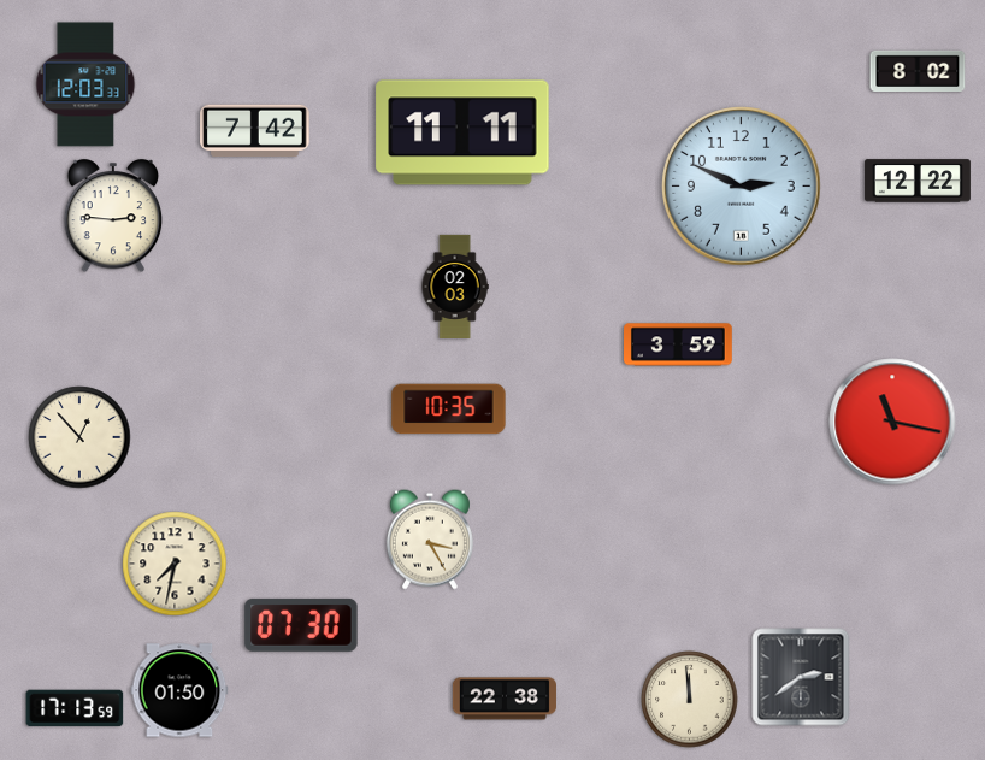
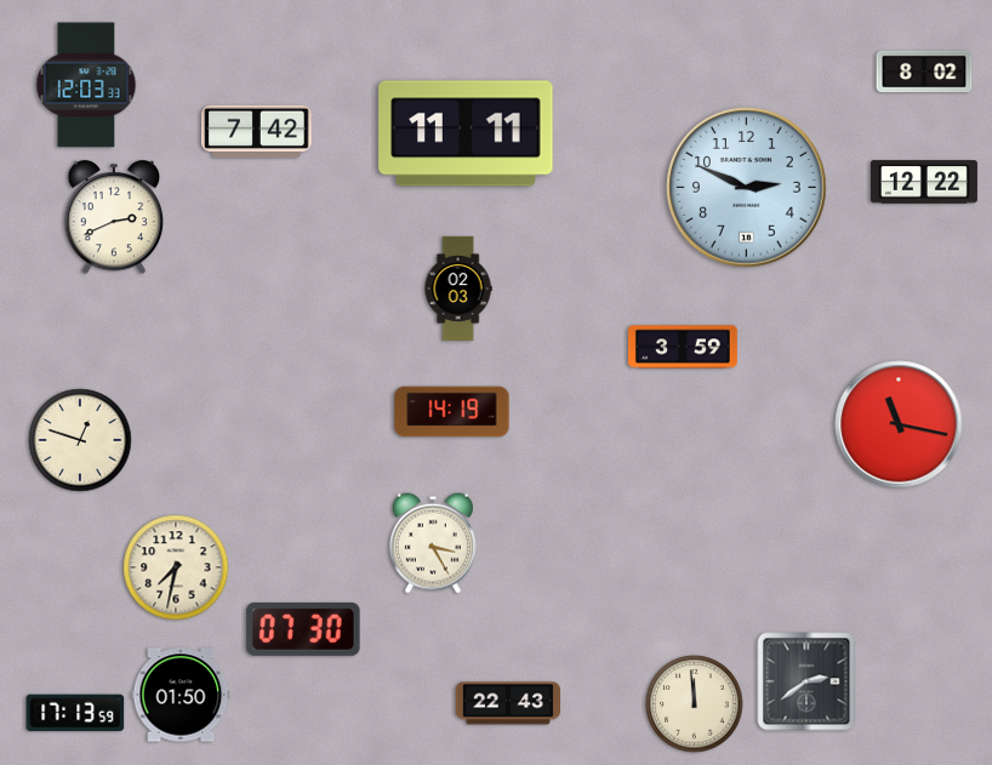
clock at (113, 217): 2:46 -> 2:41
clock at (449, 410): 10:35 -> 14:19
clock at (79, 437): 12:53 -> 12:48
clock at (505, 699): 22:38 -> 22:43
